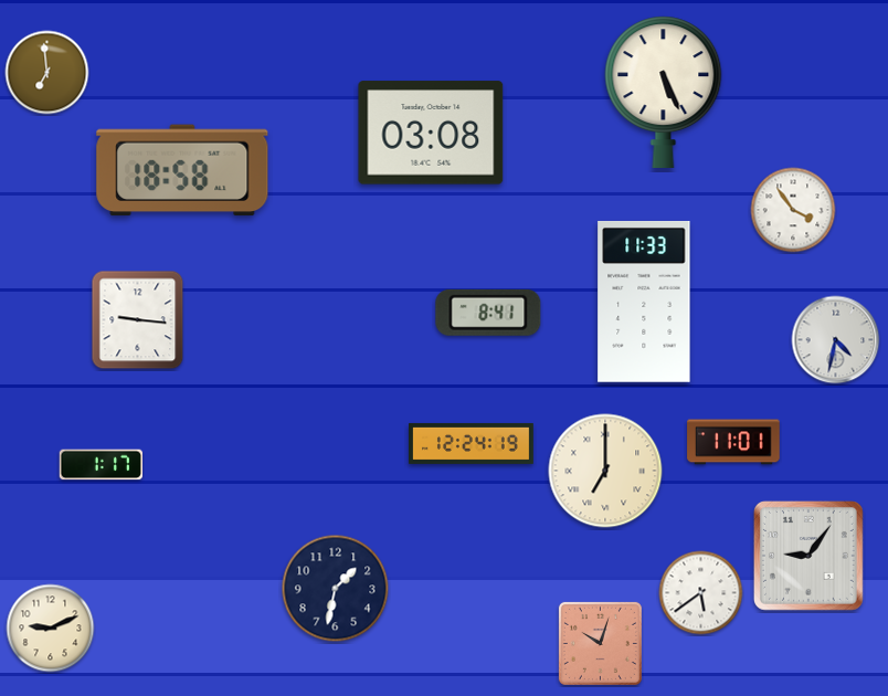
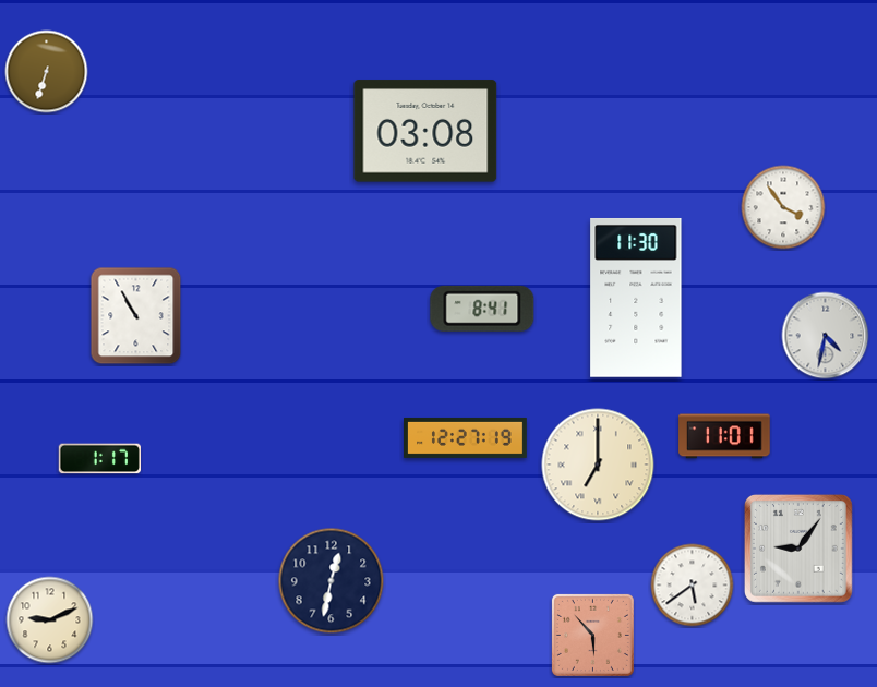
clock at (47, 73): 6:59 -> 6:33
clock at (664, 92): 5:26 -> none
clock at (182, 170): 18:58 -> none
clock at (644, 302): 11:33 -> 11:30
clock at (138, 320): 9:16 -> 10:55
clock at (472, 443): 12:24 -> 12:27
clock at (336, 589): 1:32 -> 12:32
clock at (600, 643): 10:03 -> 5:53
